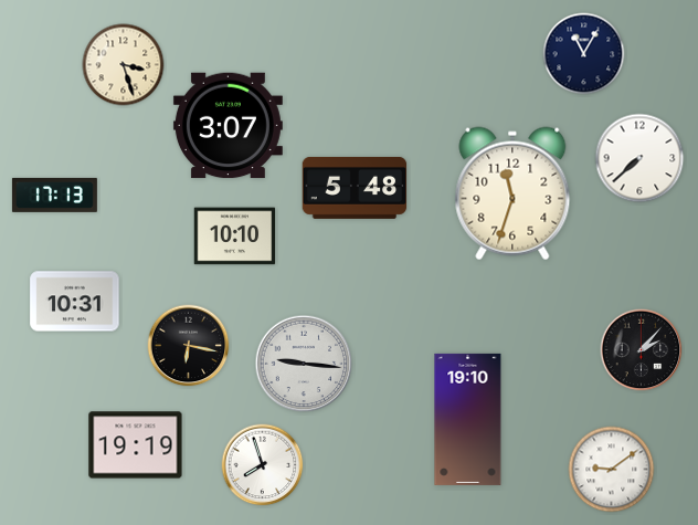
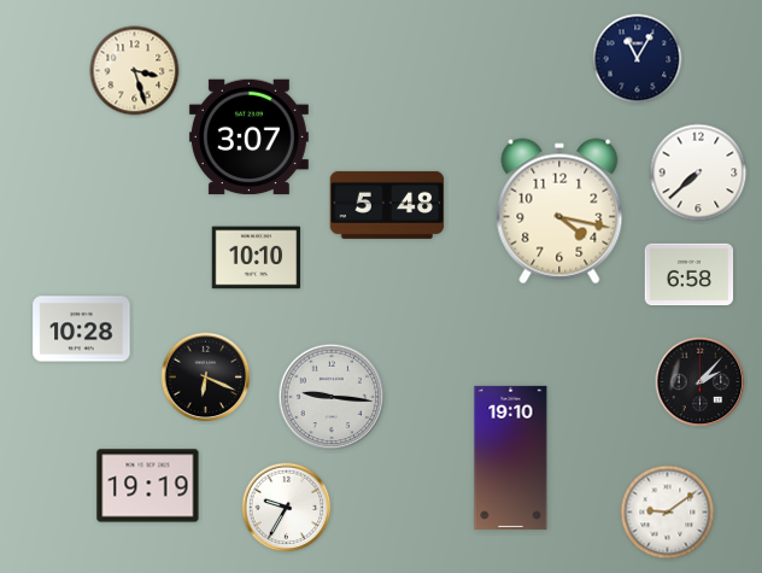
clock at (512, 193): 11:33 -> 4:17
clock at (54, 195): 17:13 -> none
clock at (690, 275): none -> 6:58
clock at (75, 302): 10:31 -> 10:28
clock at (189, 346): 6:17 -> 6:19
clock at (263, 465): 7:57 -> 9:35
